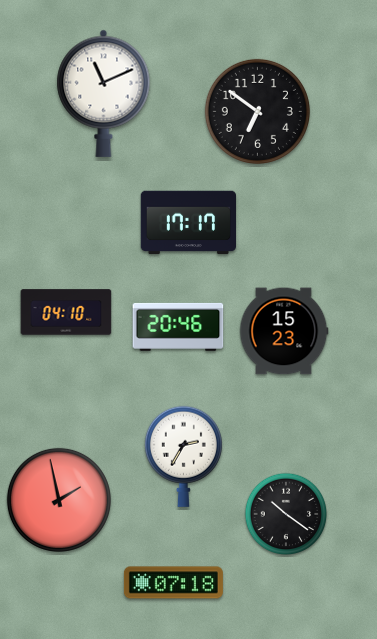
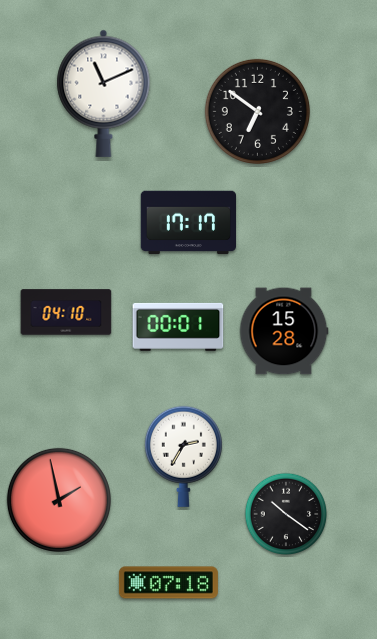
clock at (178, 327): 20:46 -> 00:01
clock at (284, 331): 15:23 -> 15:28
clock at (173, 583) position: (173, 583) -> (168, 583)
